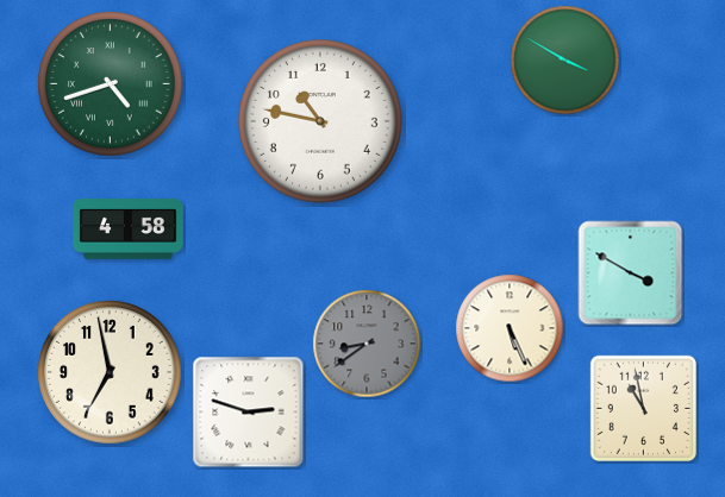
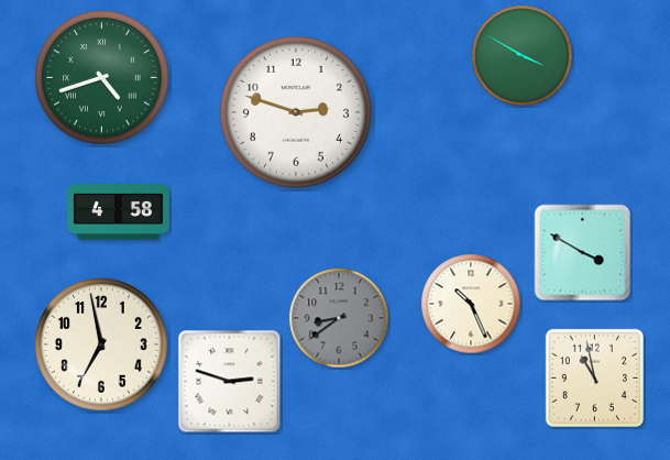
clock at (320, 121): 10:47 -> 2:48
clock at (510, 328): 5:26 -> 10:26
